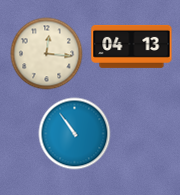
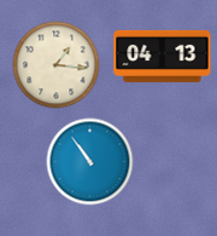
clock at (132, 46) position: (132, 46) -> (163, 56)
clock at (47, 54): 12:16 -> 1:16
